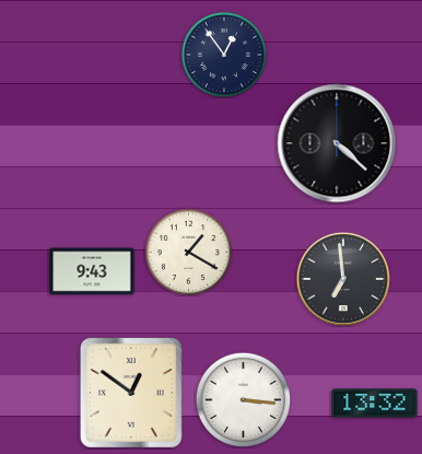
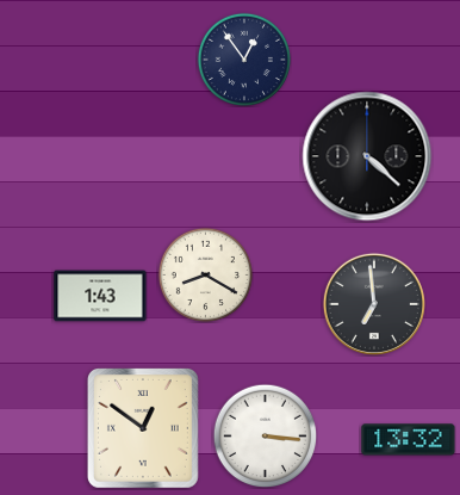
clock at (188, 252): 1:20 -> 8:20
clock at (92, 271): 9:43 -> 1:43
